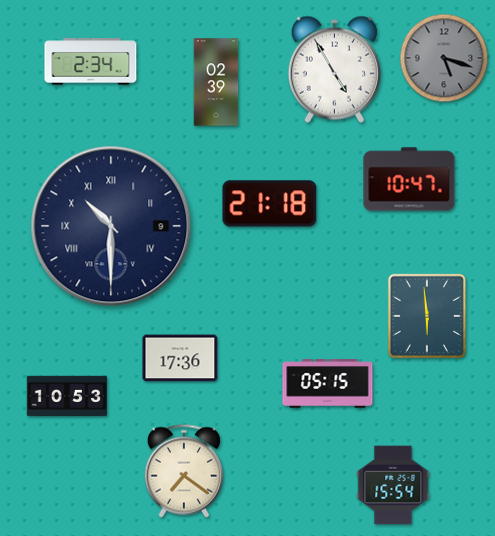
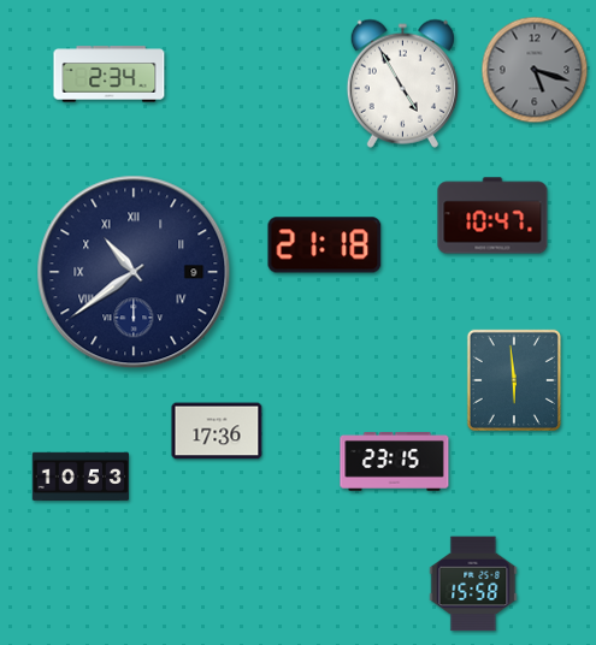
clock at (216, 82): 02:39 -> none
clock at (111, 226): 10:30 -> 10:39
clock at (328, 384): 05:15 -> 23:15
clock at (184, 471): 7:21 -> none
clock at (393, 485): 15:54 -> 15:58
